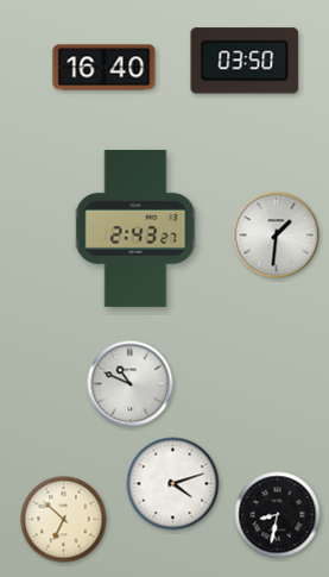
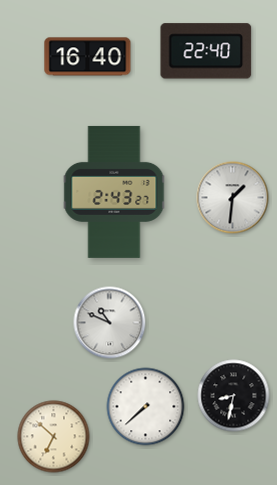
clock at (245, 61): 03:50 -> 22:40
clock at (173, 484): 4:12 -> 7:38
clock at (278, 515) position: (278, 515) -> (234, 396)
